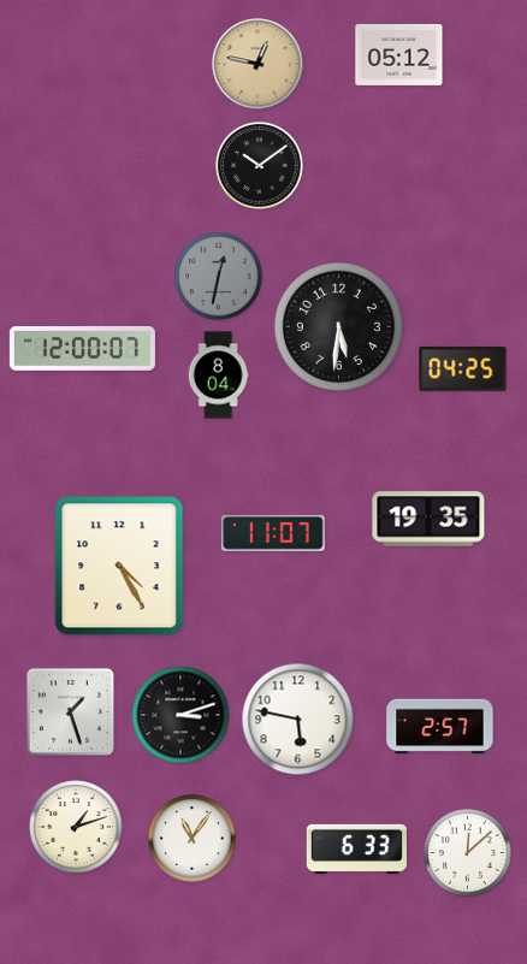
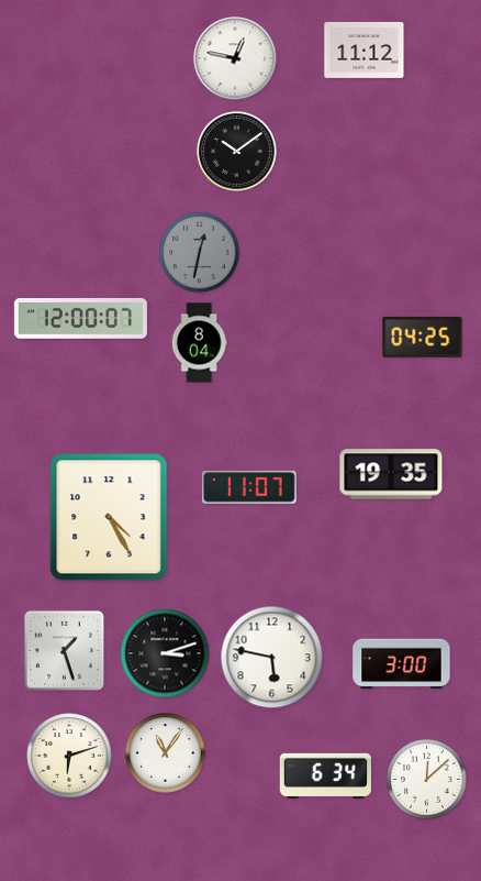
clock at (399, 54): 05:12 -> 11:12
clock at (257, 64) dial: champagne -> white
clock at (338, 326): 5:31 -> none
clock at (82, 348) position: (82, 348) -> (80, 318)
clock at (440, 727): 2:57 -> 3:00
clock at (76, 827): 1:12 -> 6:12
clock at (193, 839) position: (193, 839) -> (166, 753)
clock at (356, 848): 6:33 -> 6:34
